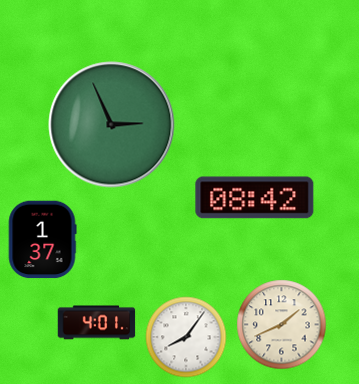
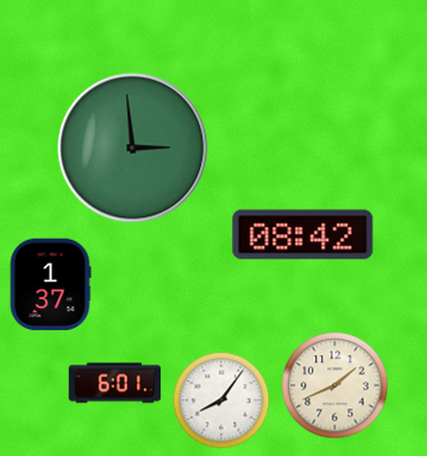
clock at (112, 125): 2:56 -> 2:59
clock at (96, 323): 4:01 -> 6:01
